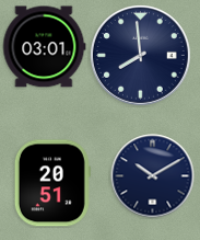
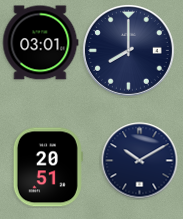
clock at (140, 55): 7:59 -> 8:00
